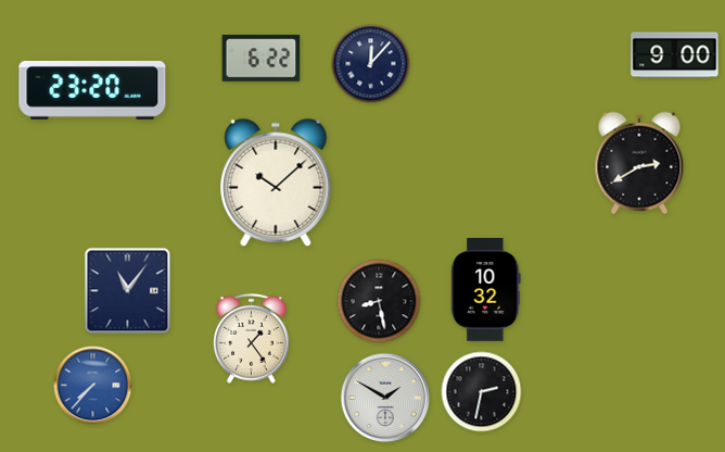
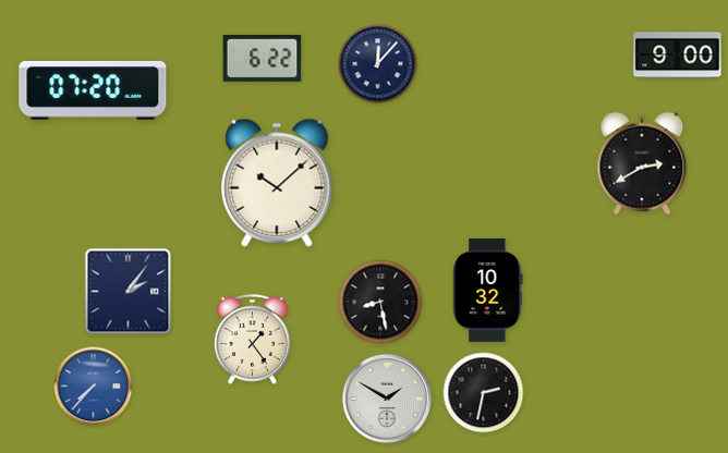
clock at (371, 64) position: (371, 64) -> (378, 64)
clock at (92, 90): 23:20 -> 07:20
clock at (128, 291): 11:06 -> 2:06
